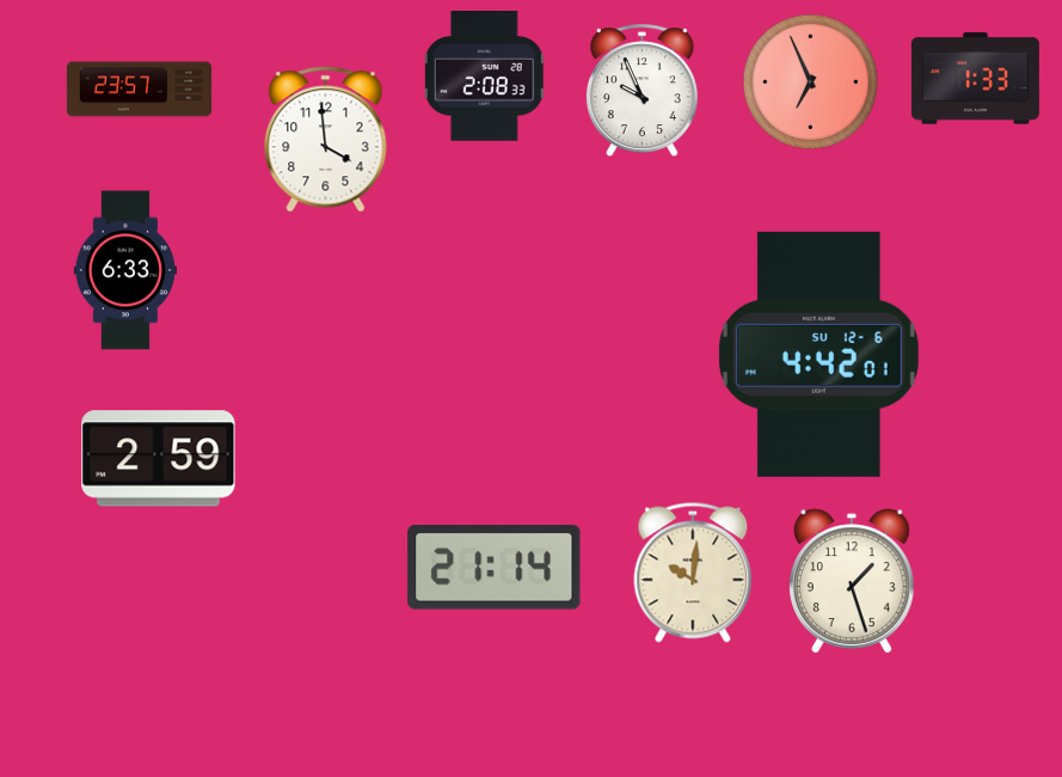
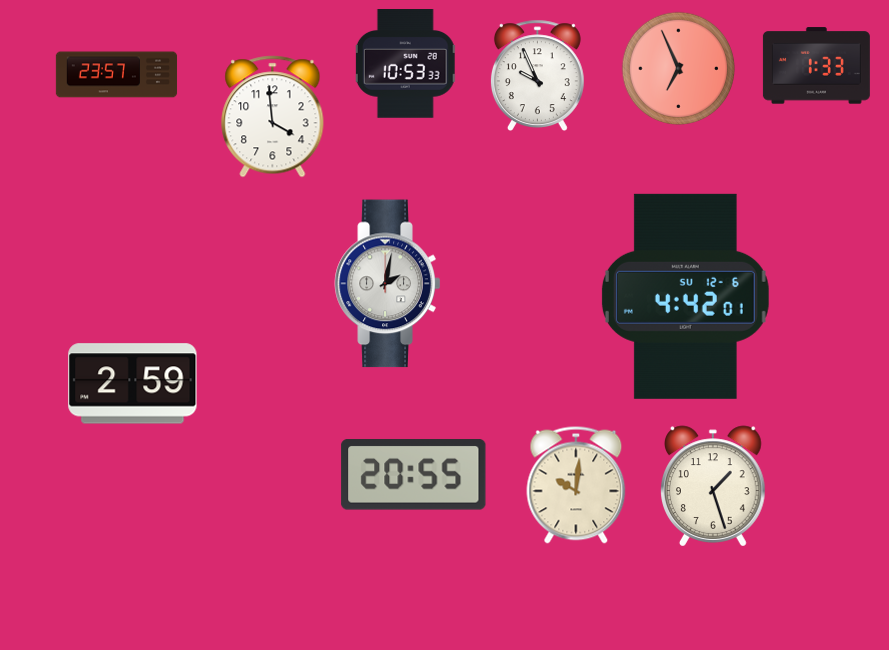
clock at (485, 77): 2:08 -> 10:53
clock at (125, 270): 6:33 -> none
clock at (388, 284): none -> 2:02
clock at (495, 568): 21:14 -> 20:55
clock at (693, 573) position: (693, 573) -> (576, 485)
